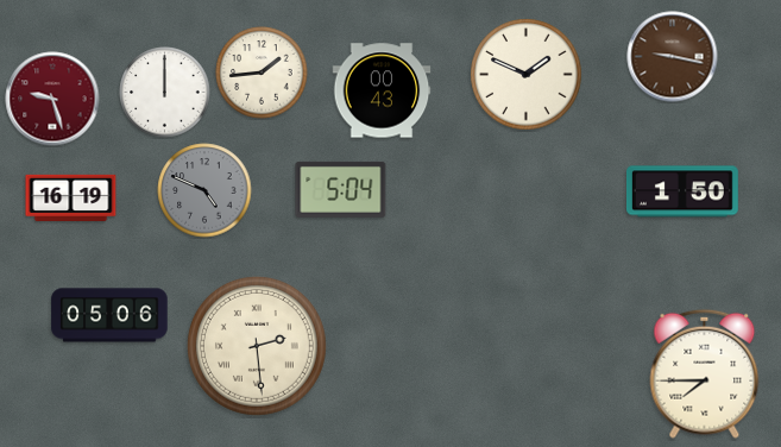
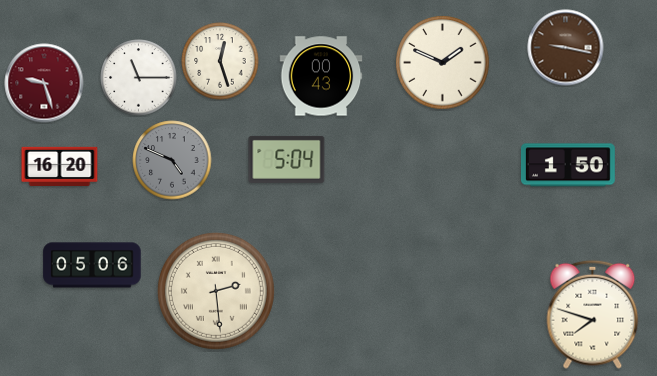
clock at (262, 73): 1:44 -> 12:27
clock at (165, 93): 12:00 -> 11:15
clock at (682, 191) position: (682, 191) -> (568, 165)
clock at (71, 197): 16:19 -> 16:20
clock at (705, 373): 7:45 -> 7:48
